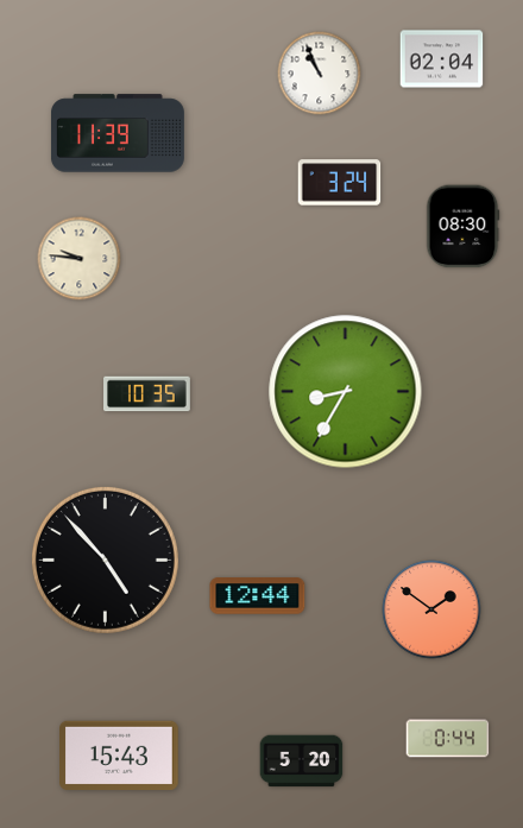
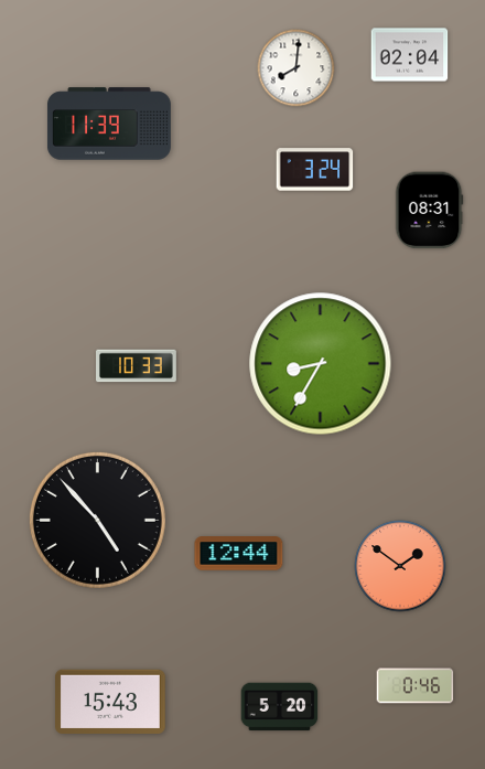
clock at (320, 74): 10:56 -> 8:01
clock at (464, 227): 08:30 -> 08:31
clock at (80, 259): 9:46 -> none
clock at (147, 394): 10:35 -> 10:33
clock at (448, 739): 0:44 -> 0:46
